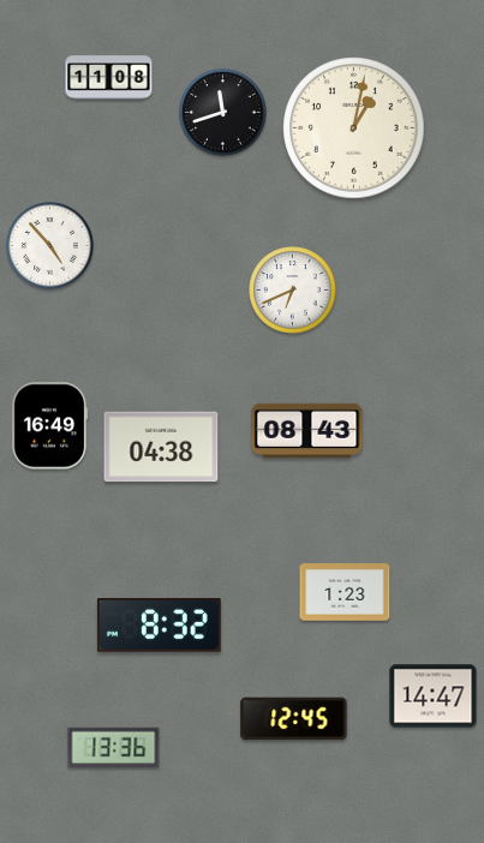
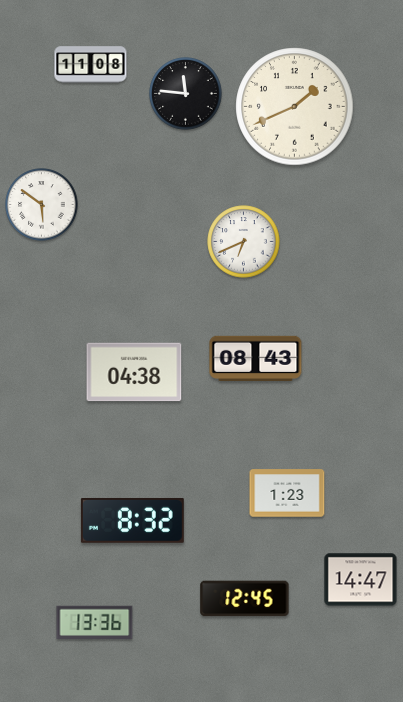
clock at (223, 113): 11:42 -> 11:46
clock at (354, 128): 1:02 -> 1:41
clock at (50, 246): 4:53 -> 5:51
clock at (49, 426): 16:49 -> none
